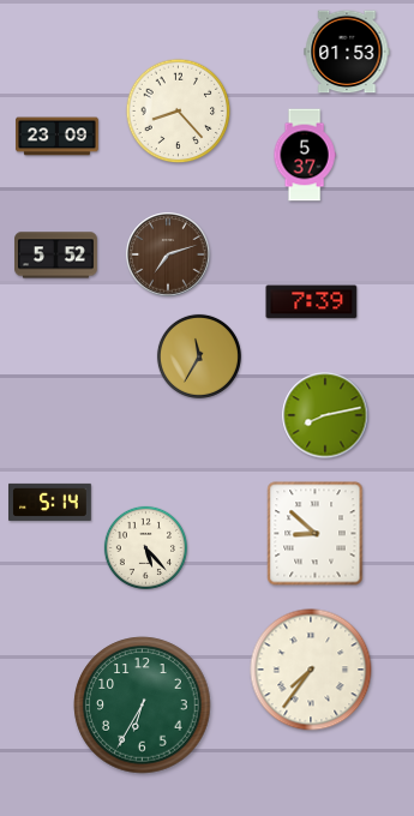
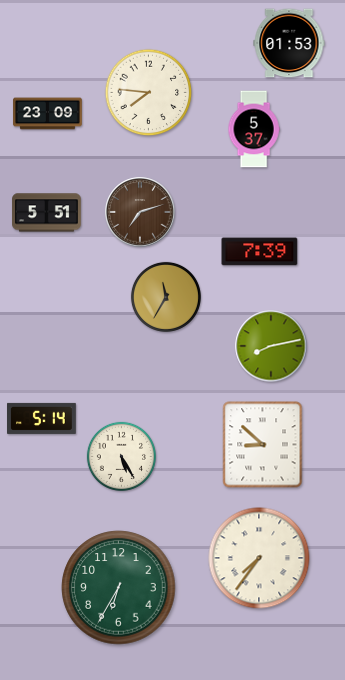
clock at (179, 112): 8:23 -> 7:46
clock at (56, 256): 5:52 -> 5:51
clock at (145, 547): 5:23 -> 5:25
